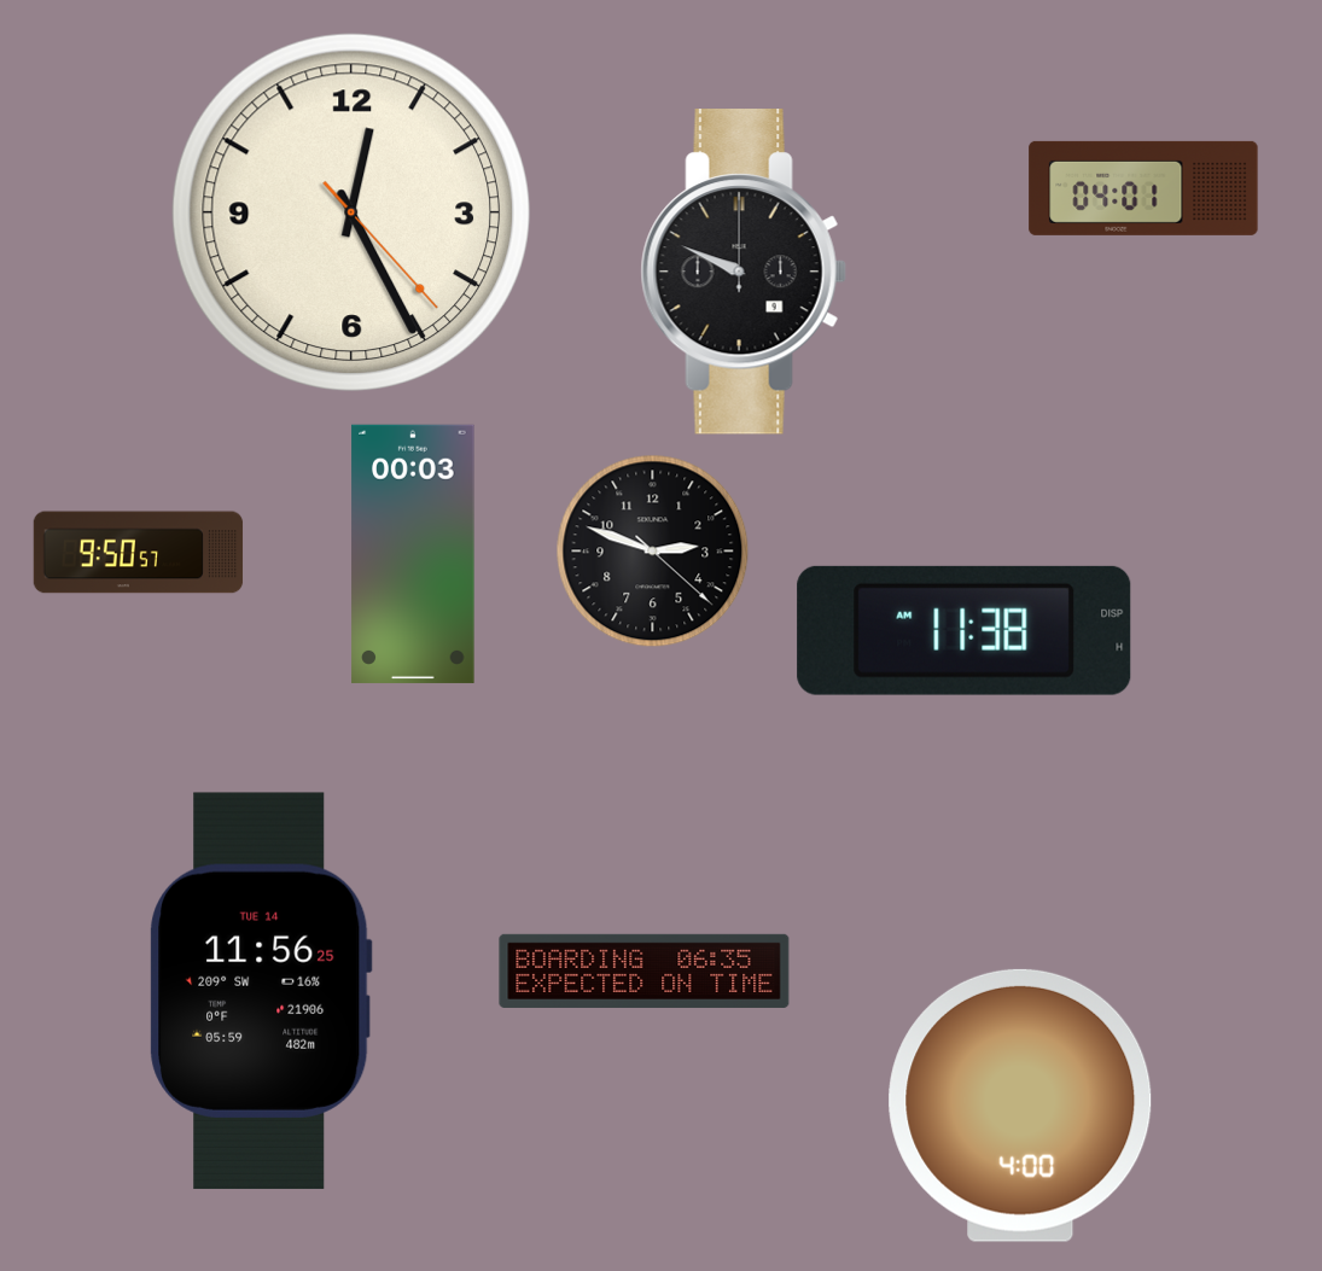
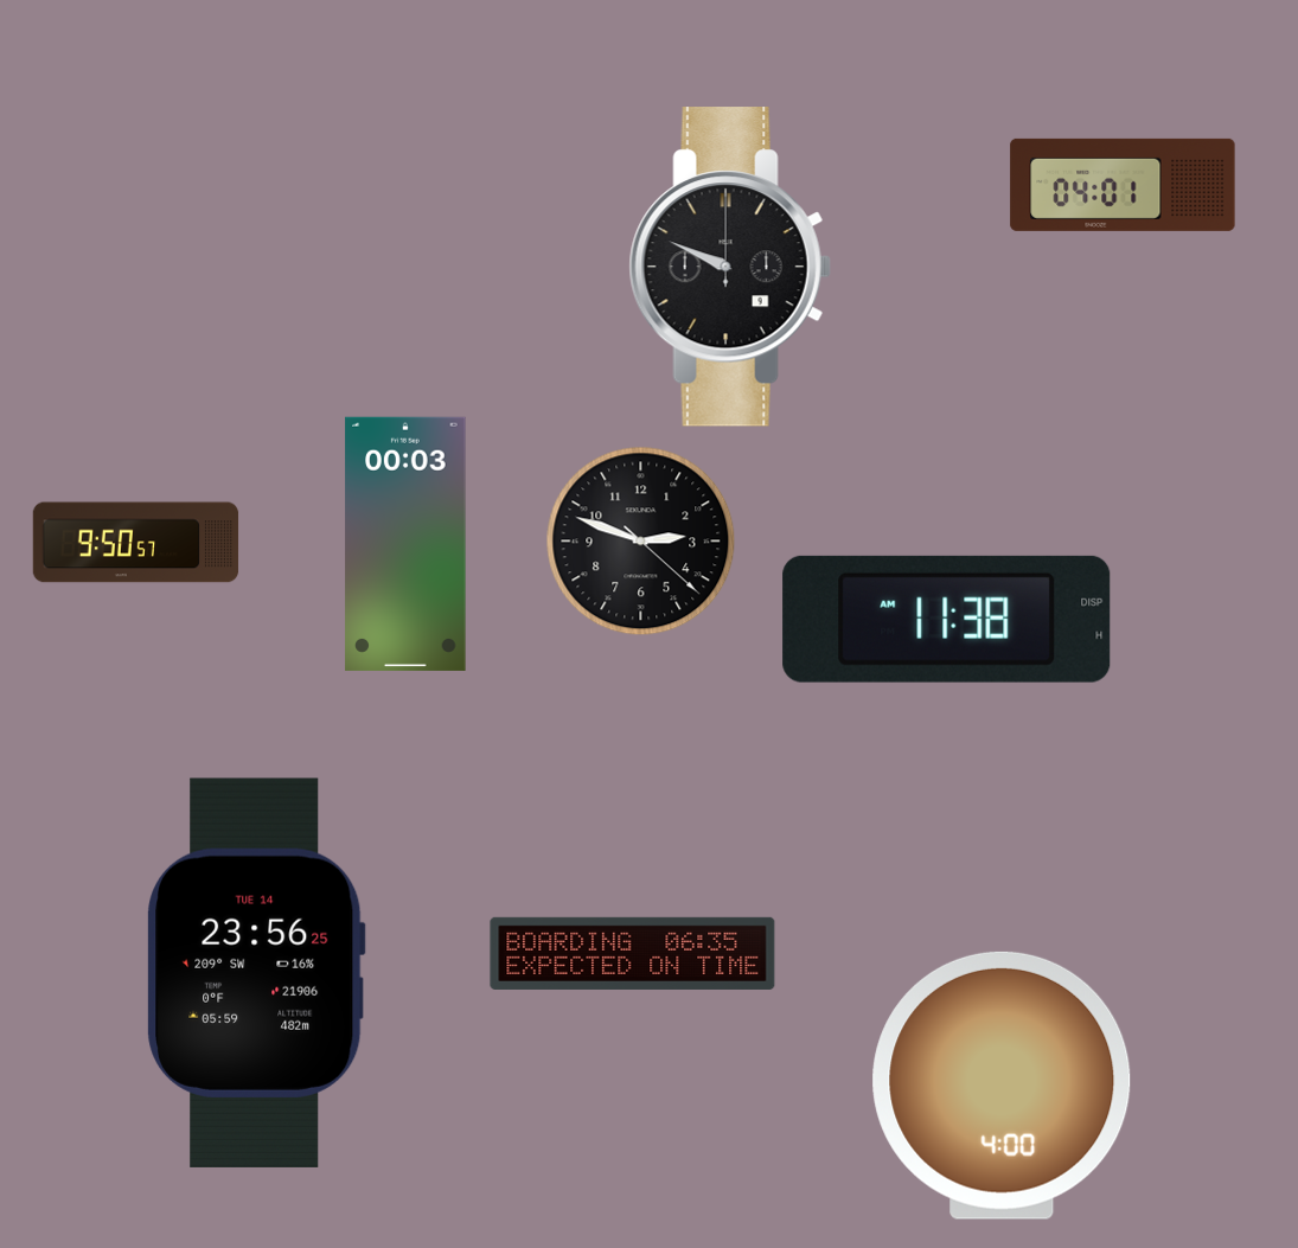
clock at (351, 212): 12:25 -> none
clock at (261, 991): 11:56 -> 23:56
